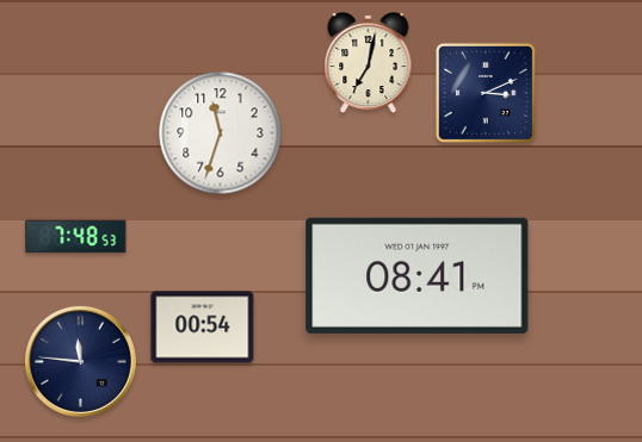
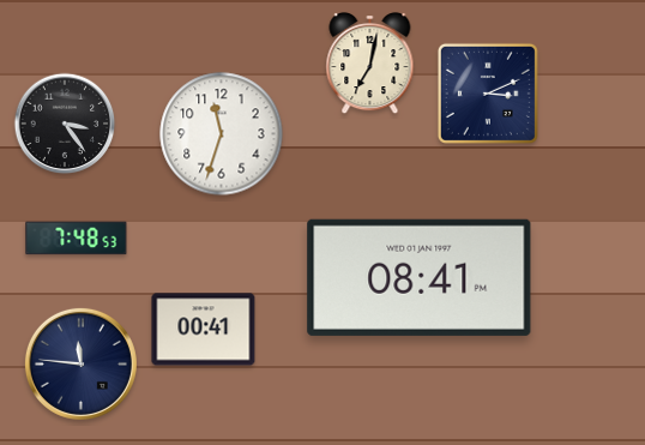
clock at (65, 124): none -> 3:24
clock at (203, 328): 00:54 -> 00:41
